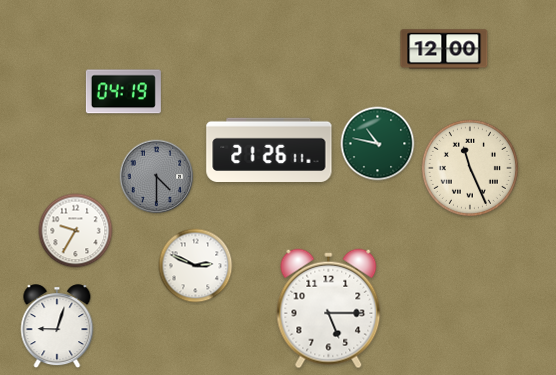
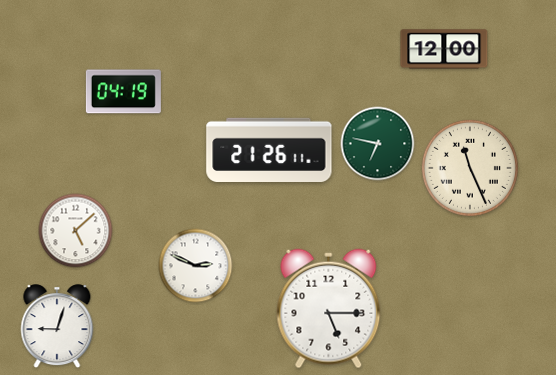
clock at (378, 144): 10:47 -> 6:47
clock at (157, 177): 4:30 -> none
clock at (76, 231): 9:35 -> 5:08
